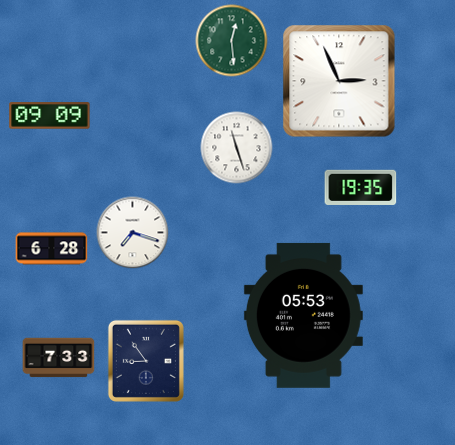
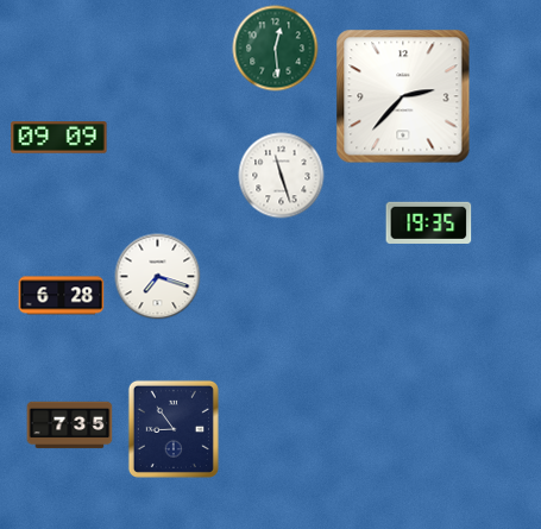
clock at (339, 81): 2:56 -> 2:37
clock at (303, 315): 05:53 -> none
clock at (59, 358): 7:33 -> 7:35
